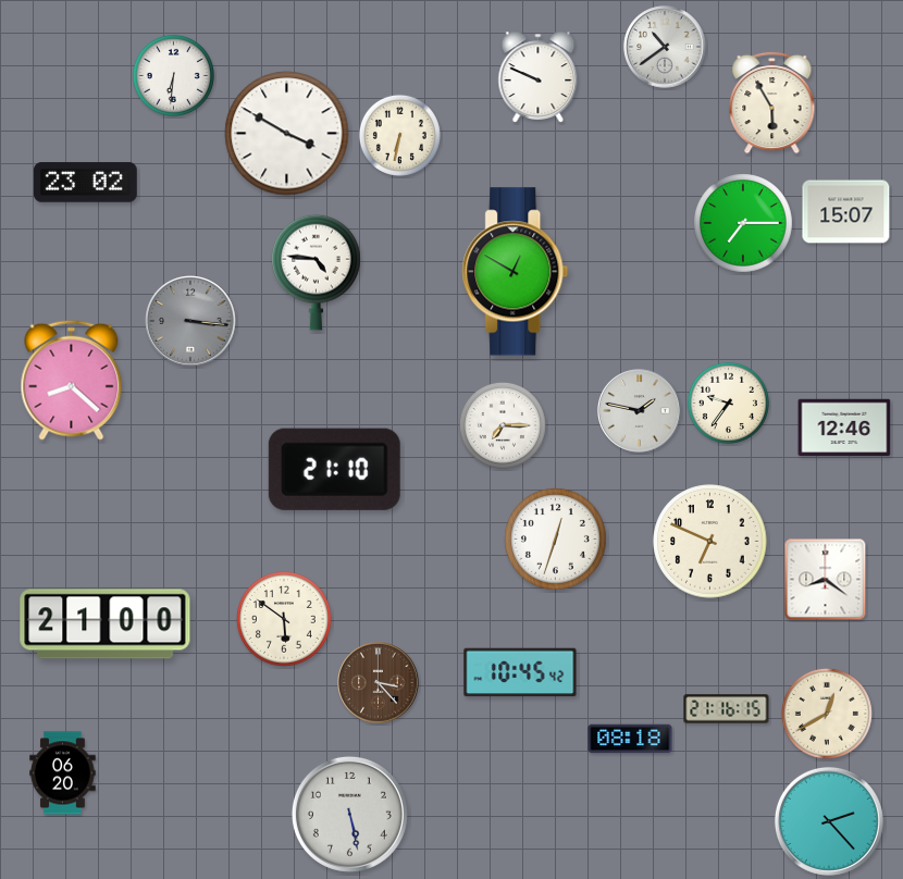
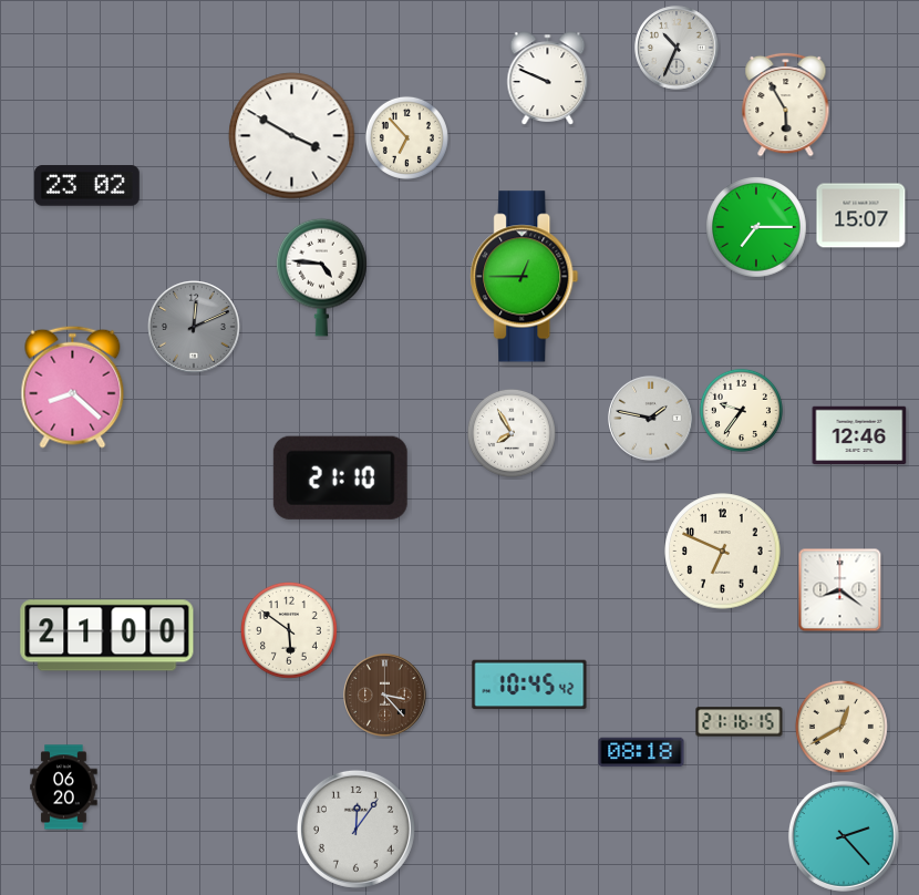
clock at (665, 47): 10:39 -> 10:34
clock at (173, 75): 6:31 -> none
clock at (399, 135): 6:32 -> 6:53
clock at (516, 272): 12:50 -> 12:45
clock at (190, 321): 3:16 -> 12:11
clock at (503, 425): 7:15 -> 7:55
clock at (556, 540): 12:33 -> none
clock at (349, 814): 5:28 -> 12:06
